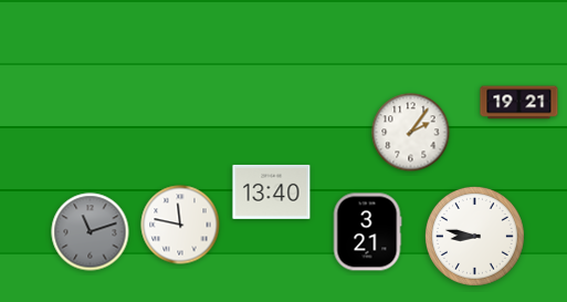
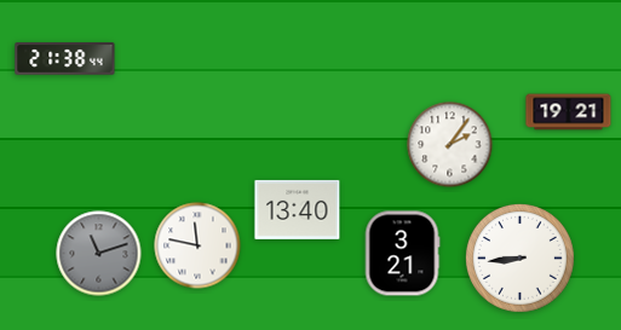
clock at (65, 59): none -> 21:38
clock at (475, 237): 8:47 -> 8:44
